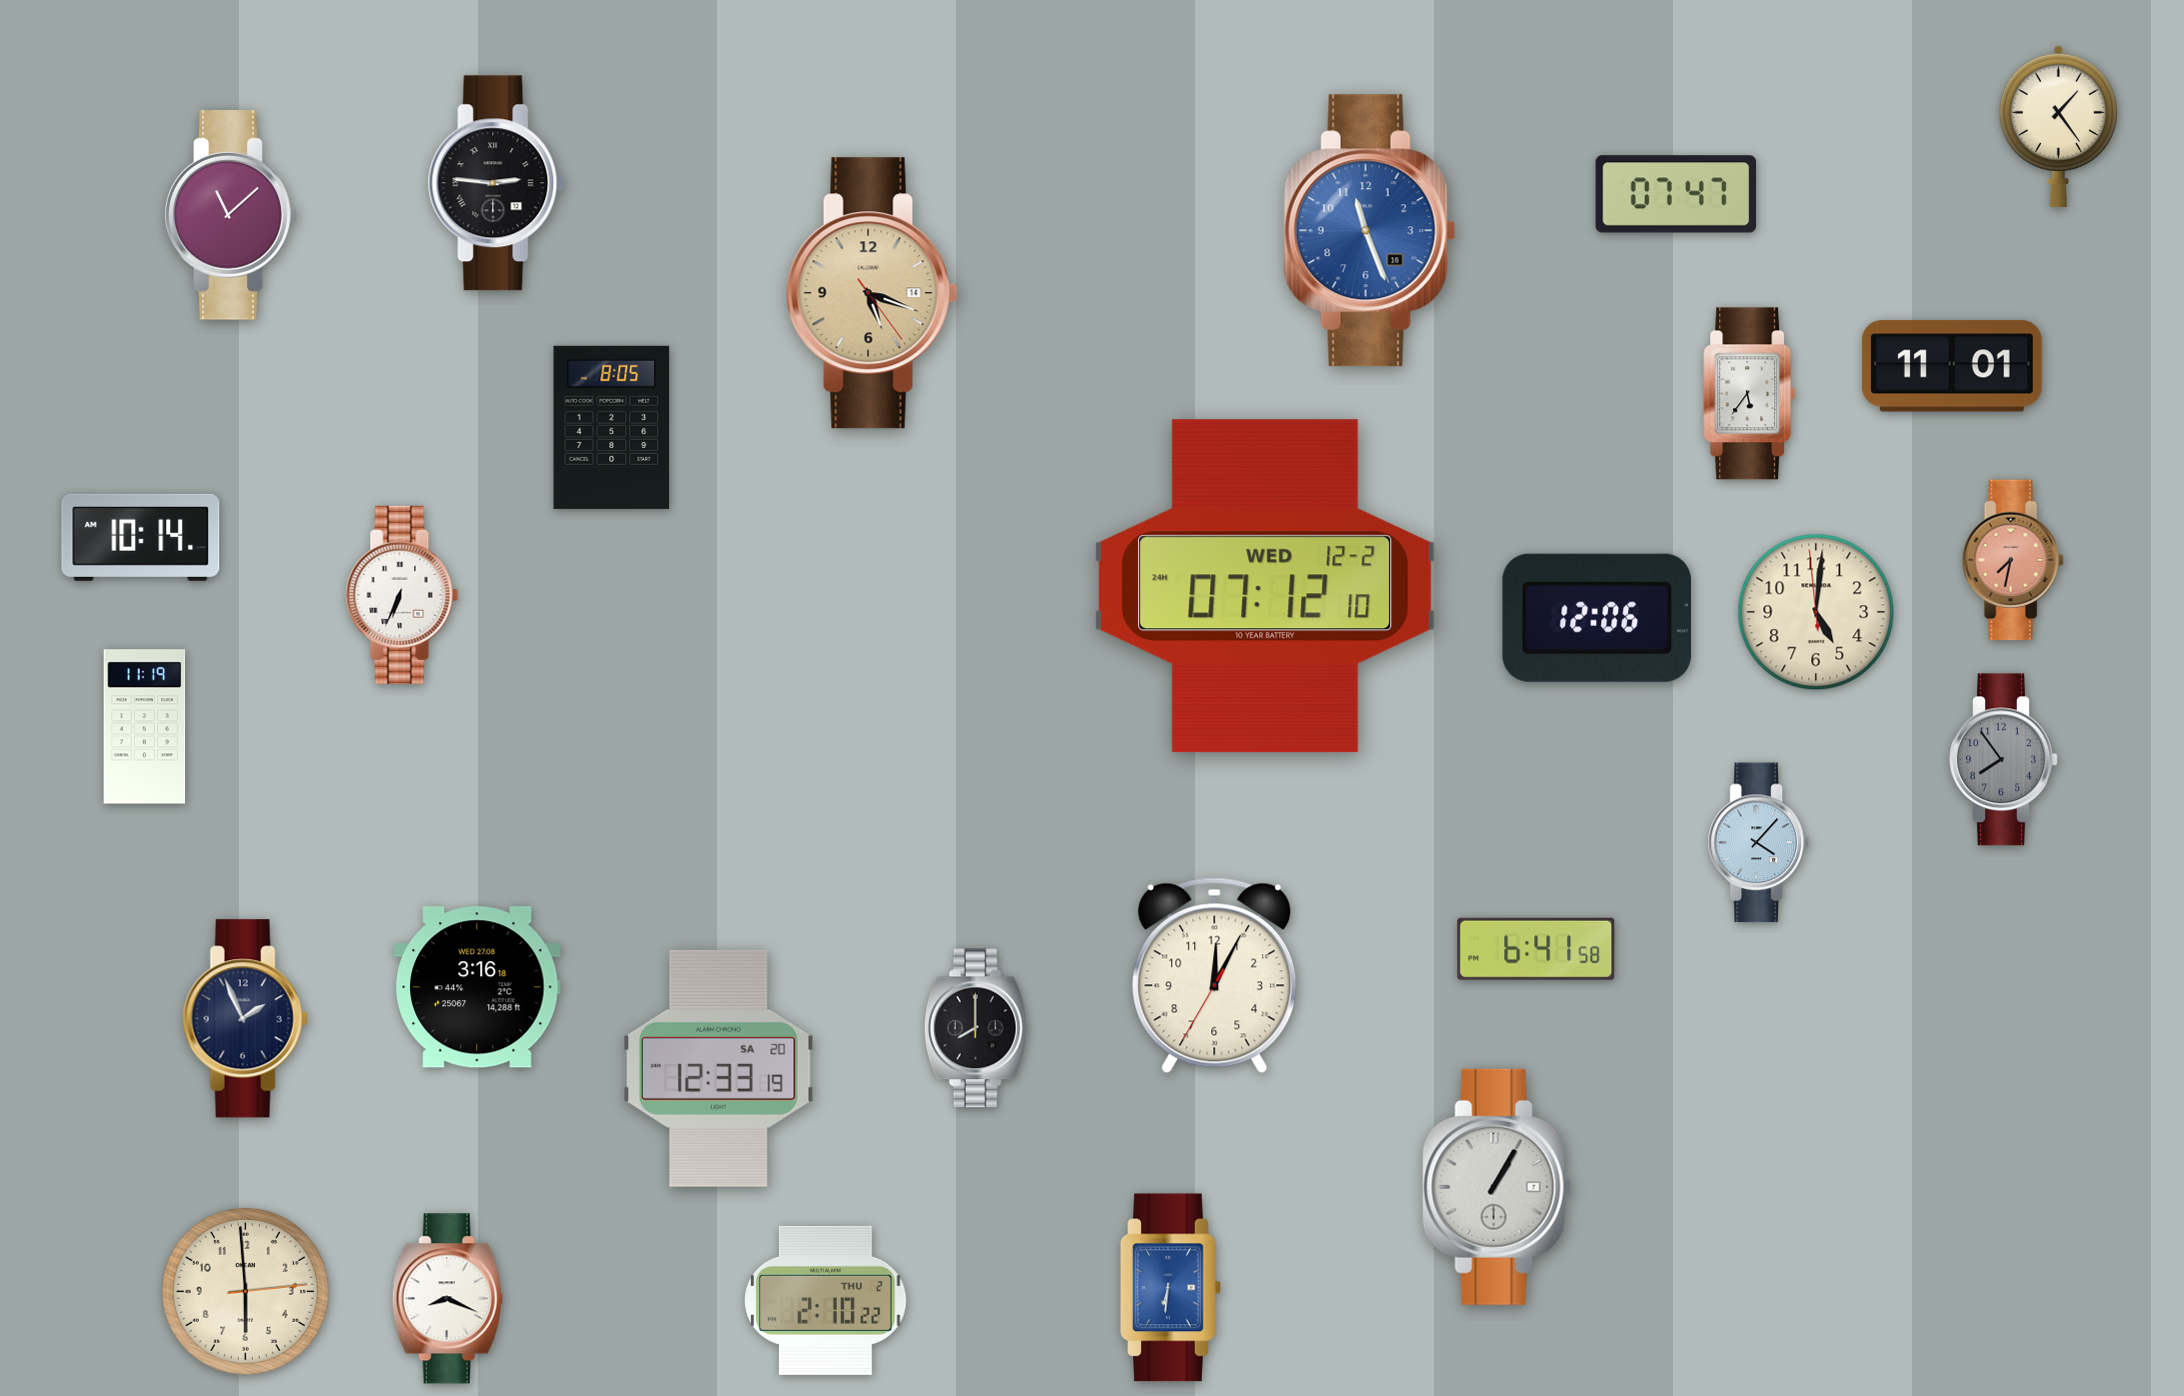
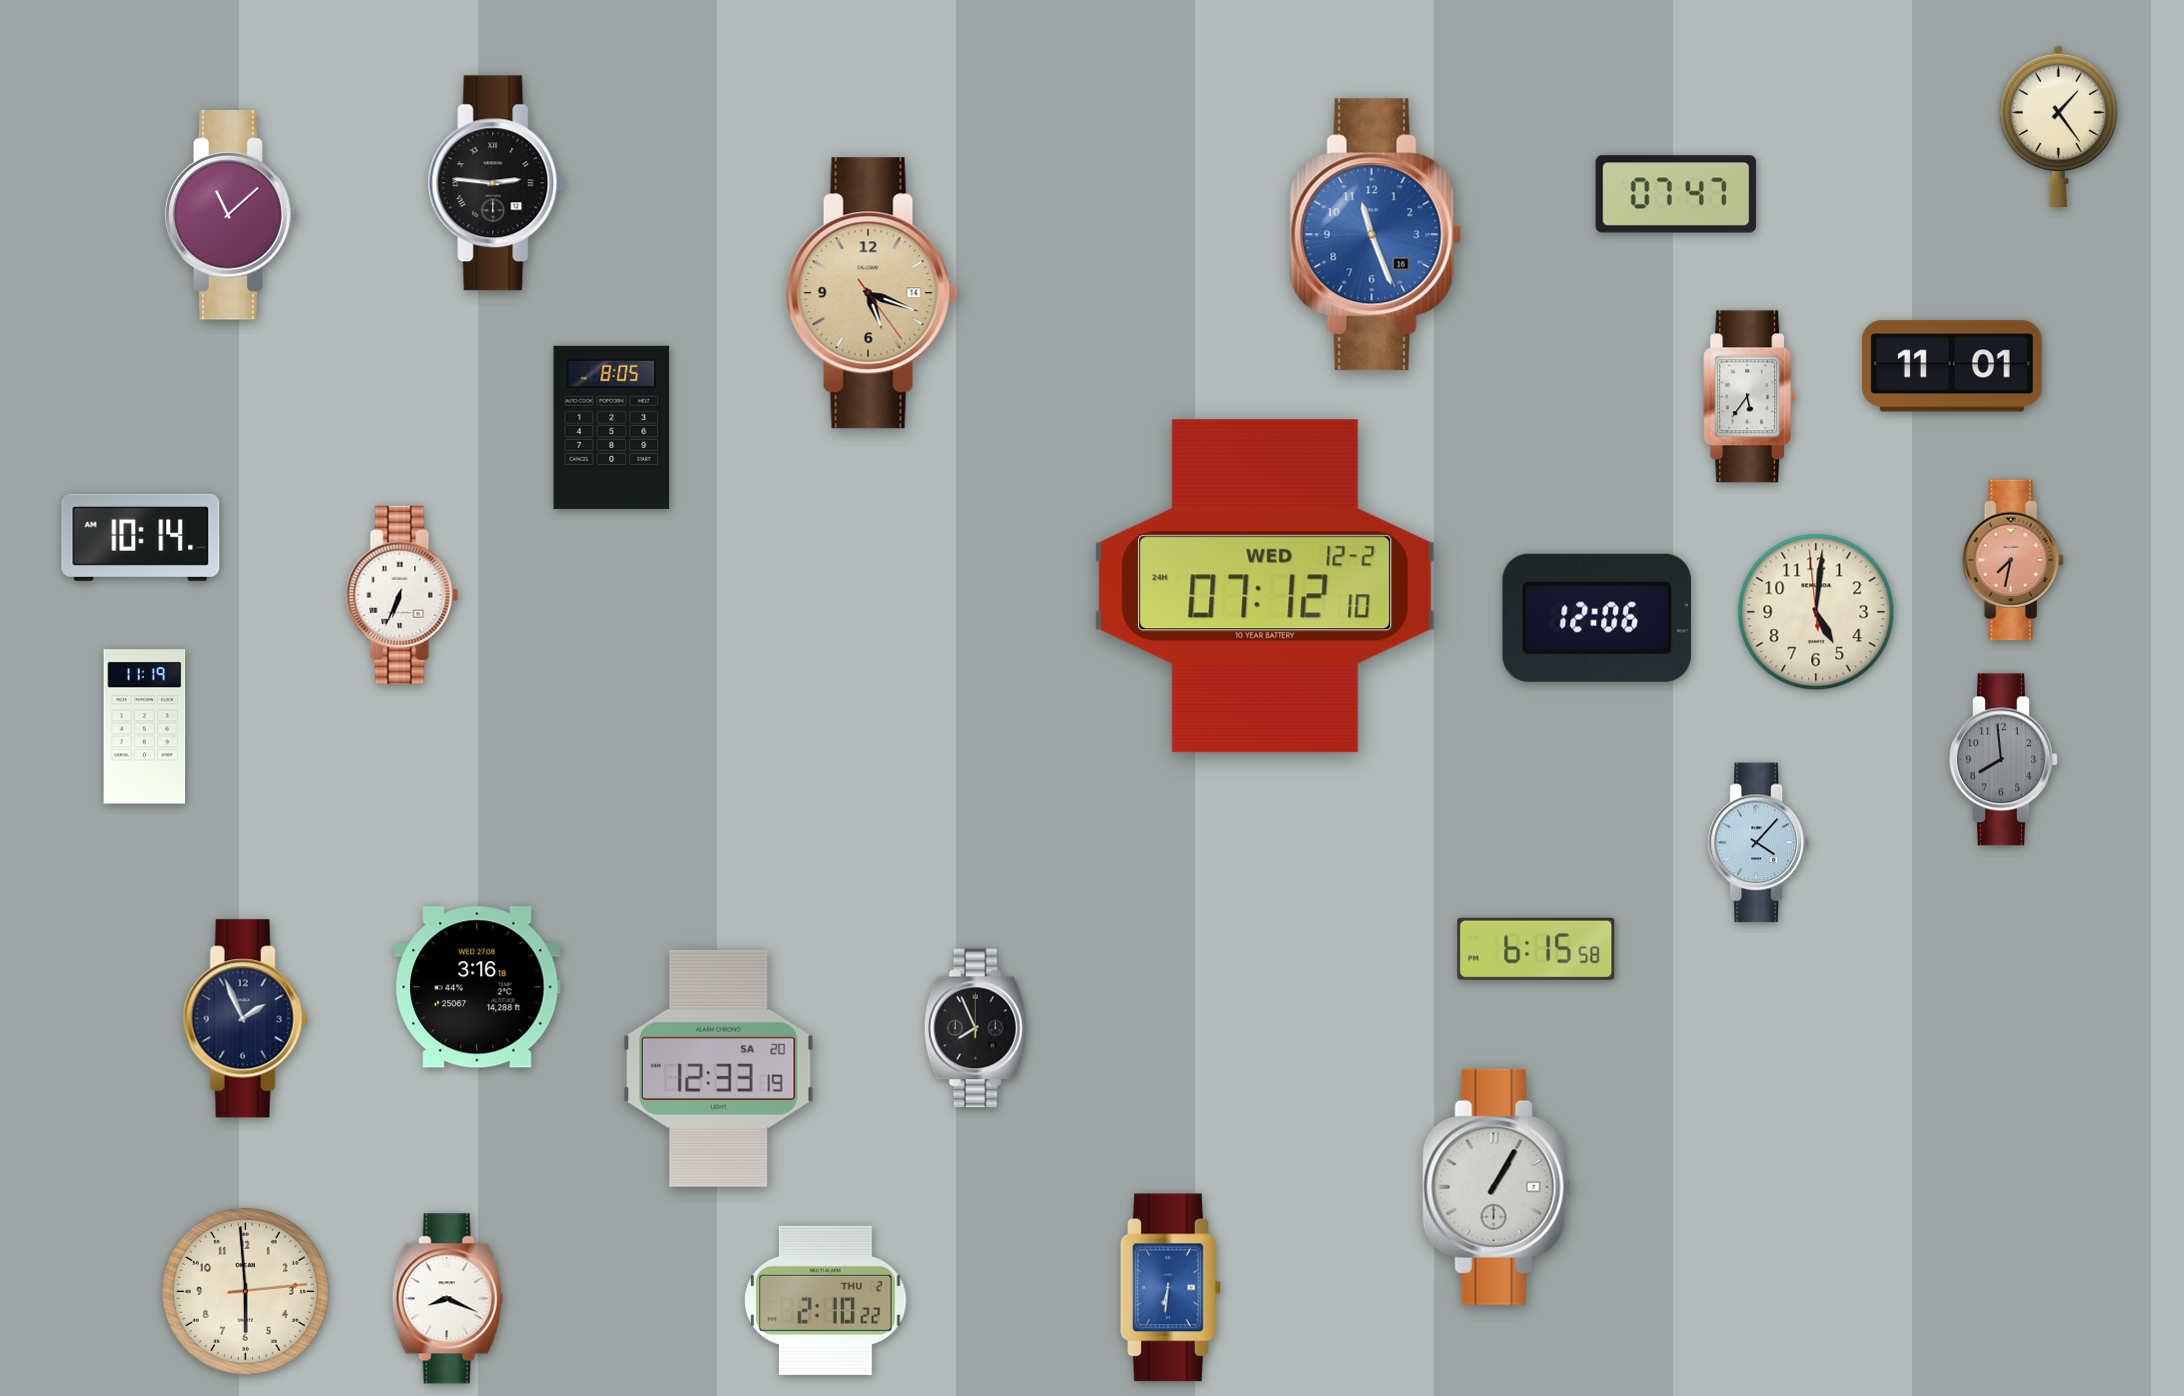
clock at (1370, 231) position: (1370, 231) -> (1376, 235)
clock at (1750, 394) position: (1750, 394) -> (1750, 397)
clock at (2004, 760): 7:54 -> 7:59
clock at (1536, 949): 6:41 -> 6:15
clock at (1215, 976): 12:04 -> none
clock at (976, 1028): 8:00 -> 7:56
